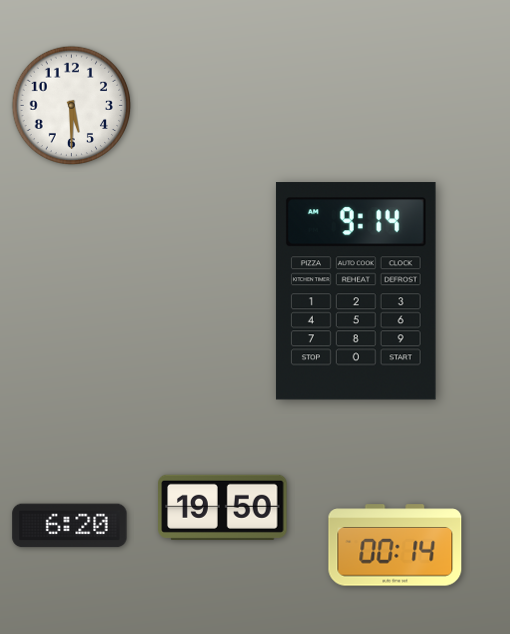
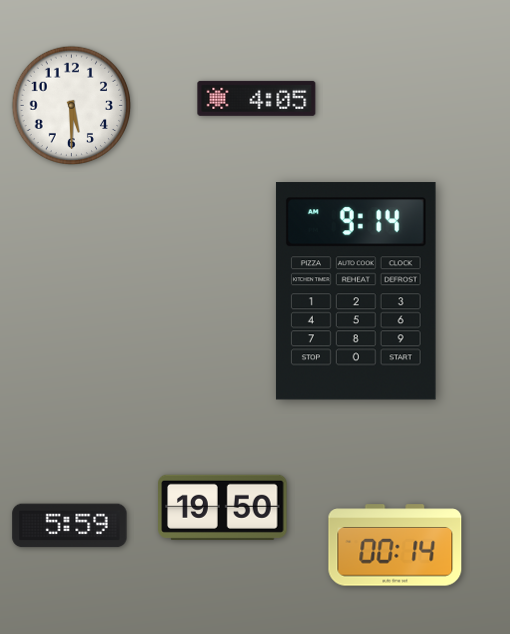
clock at (257, 98): none -> 4:05
clock at (70, 526): 6:20 -> 5:59
